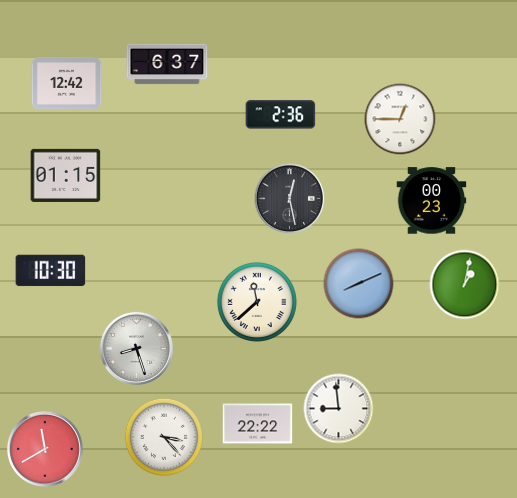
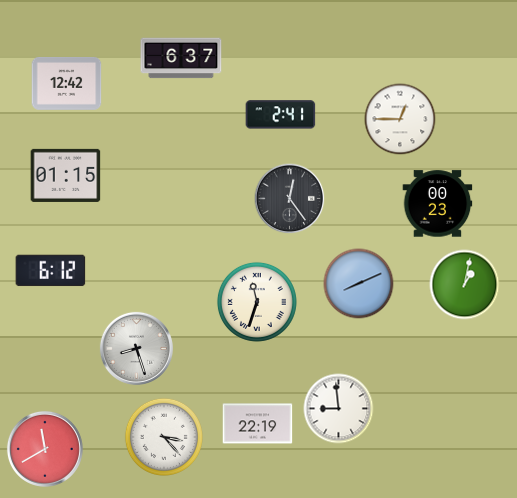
clock at (167, 64) position: (167, 64) -> (181, 58)
clock at (281, 115): 2:36 -> 2:41
clock at (290, 199): 12:28 -> 12:24
clock at (432, 201) position: (432, 201) -> (438, 204)
clock at (51, 271): 10:30 -> 6:12
clock at (257, 302): 11:38 -> 11:33
clock at (258, 424): 22:22 -> 22:19
